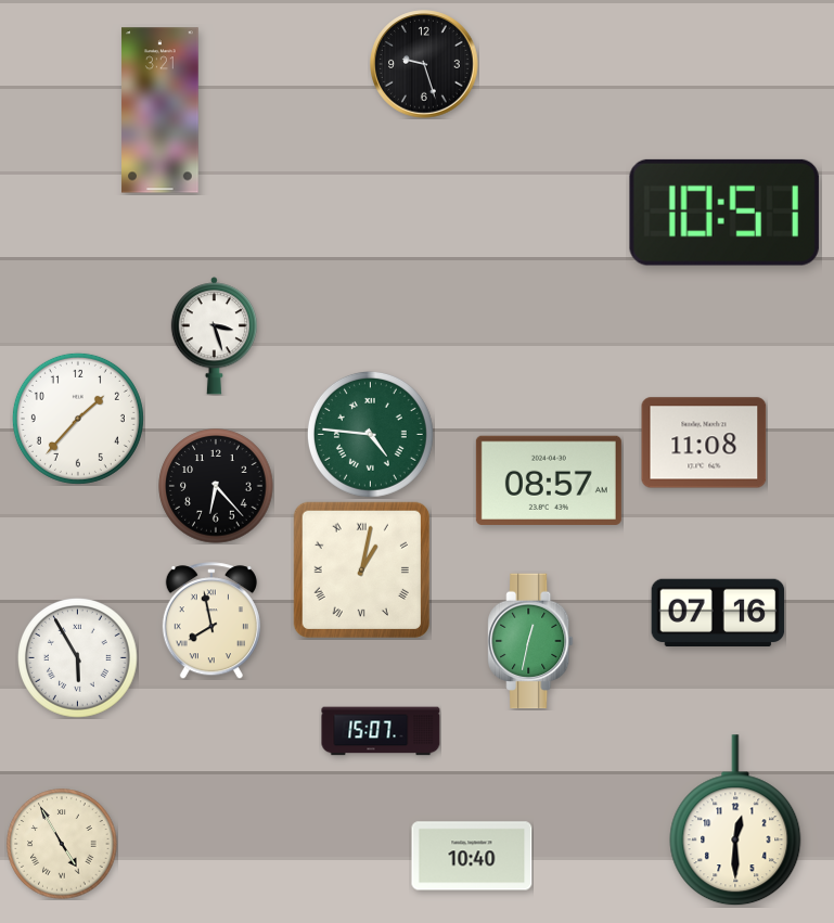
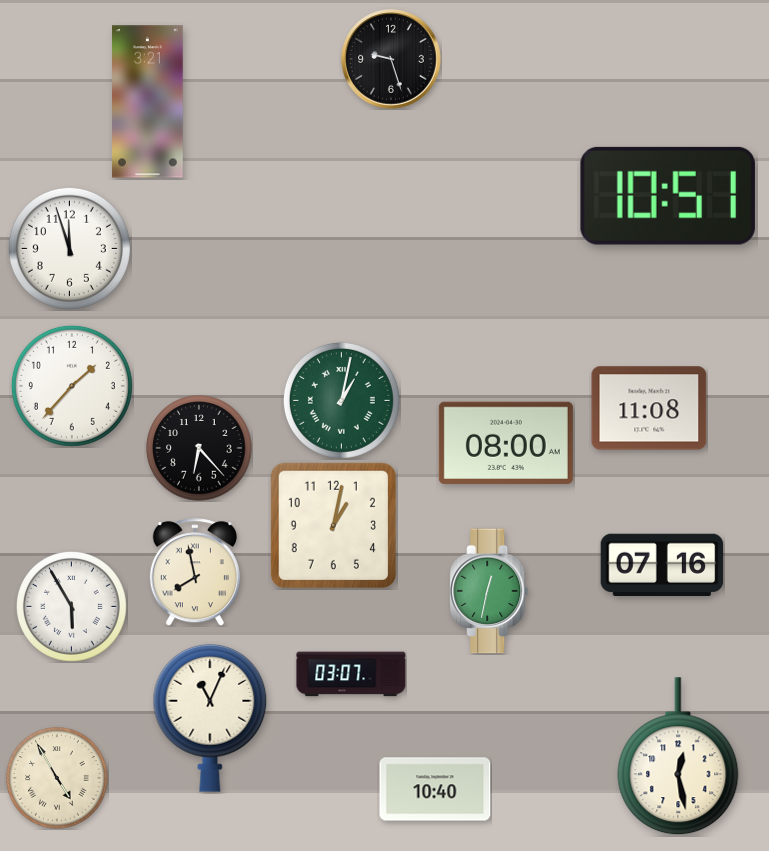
clock at (69, 248): none -> 11:57
clock at (214, 336): 3:27 -> none
clock at (370, 434): 4:46 -> 1:02
clock at (549, 480): 08:57 -> 08:00
clock at (361, 569) numerals: Roman -> Arabic
clock at (381, 731): 15:07 -> 03:07
clock at (210, 718): none -> 11:04
clock at (735, 821): 12:30 -> 12:28
